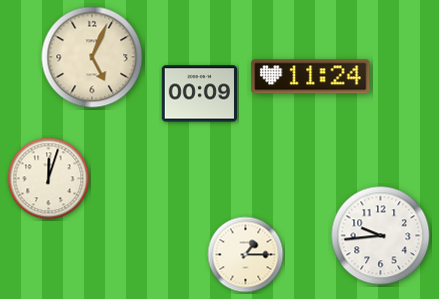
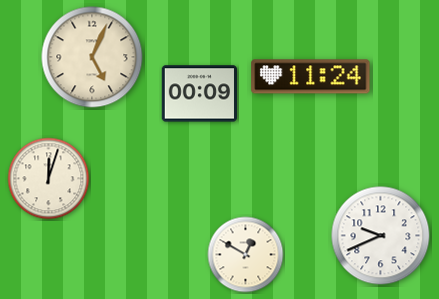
clock at (381, 236): 9:44 -> 9:41
clock at (246, 255): 1:15 -> 12:50
